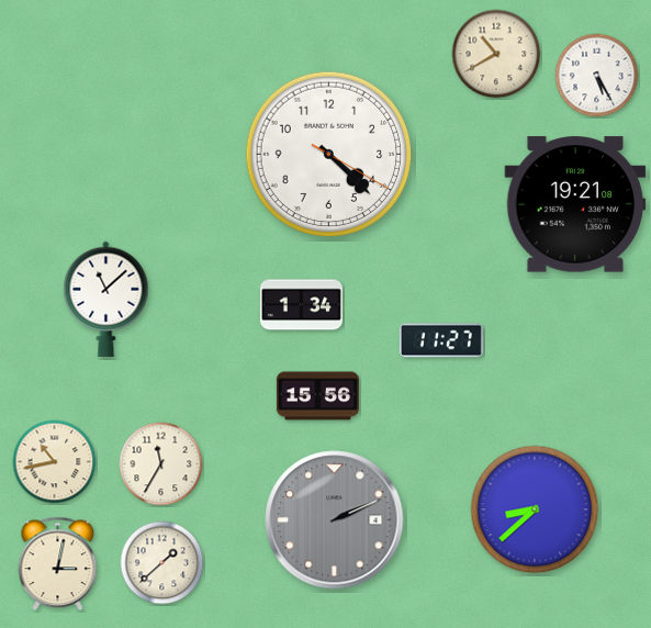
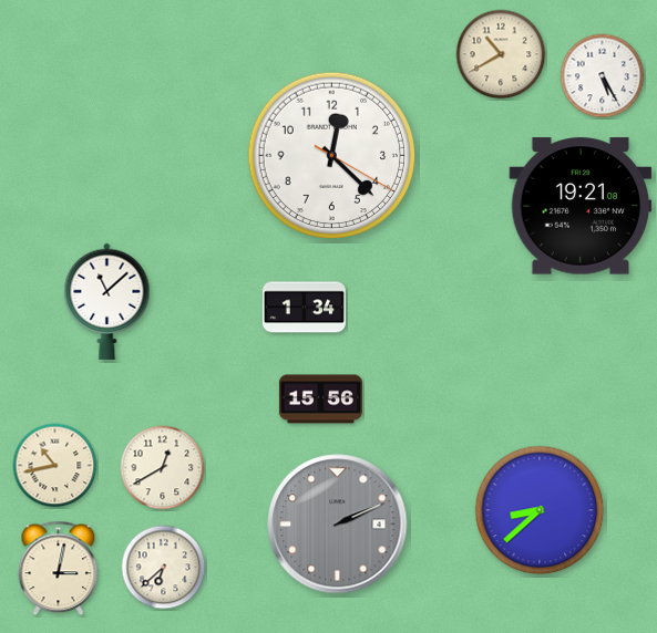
clock at (329, 155): 4:22 -> 12:22
clock at (441, 340): 11:27 -> none
clock at (161, 464): 11:35 -> 12:40
clock at (535, 509) position: (535, 509) -> (540, 510)
clock at (162, 563): 1:38 -> 6:38
